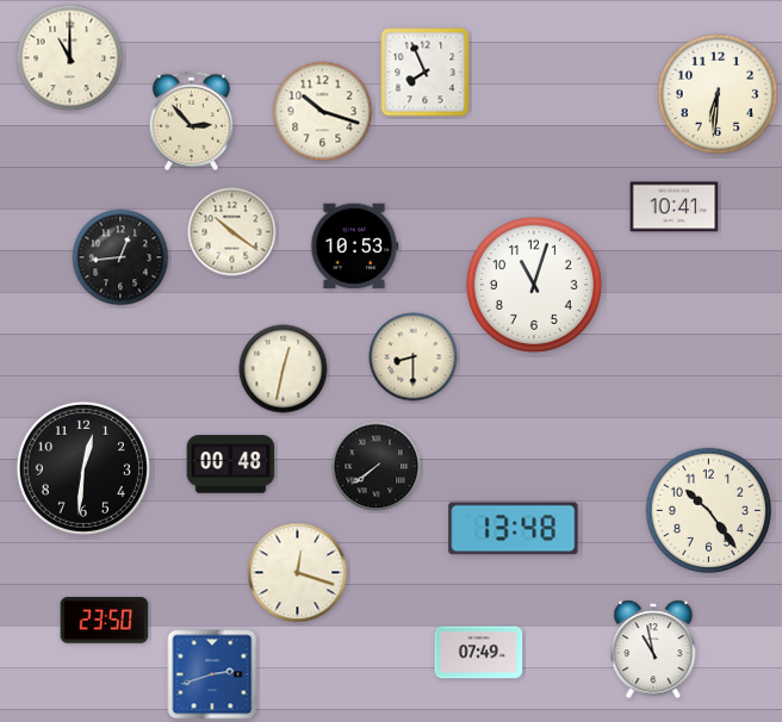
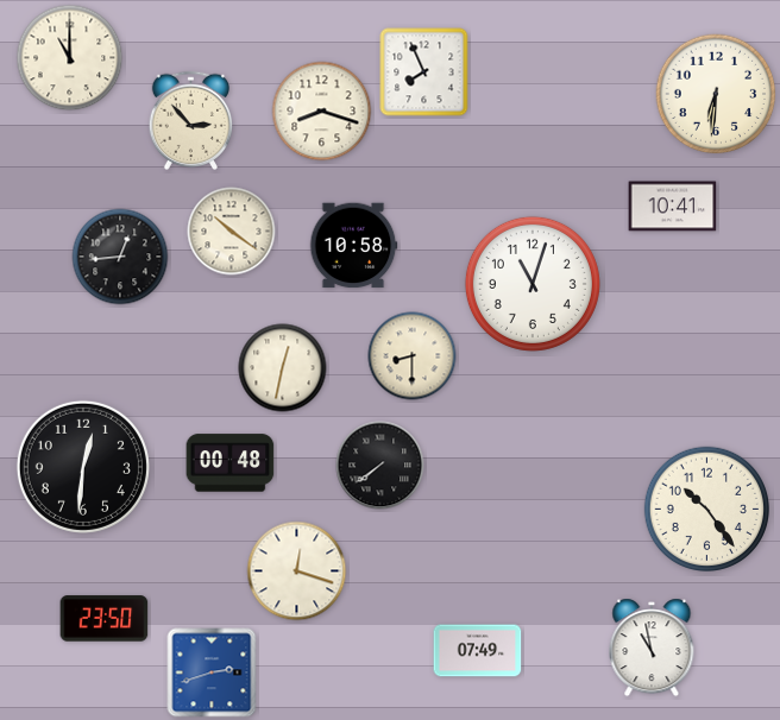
clock at (323, 112): 10:18 -> 8:18
clock at (354, 247): 10:53 -> 10:58
clock at (377, 467) position: (377, 467) -> (380, 466)
clock at (514, 529): 13:48 -> none
